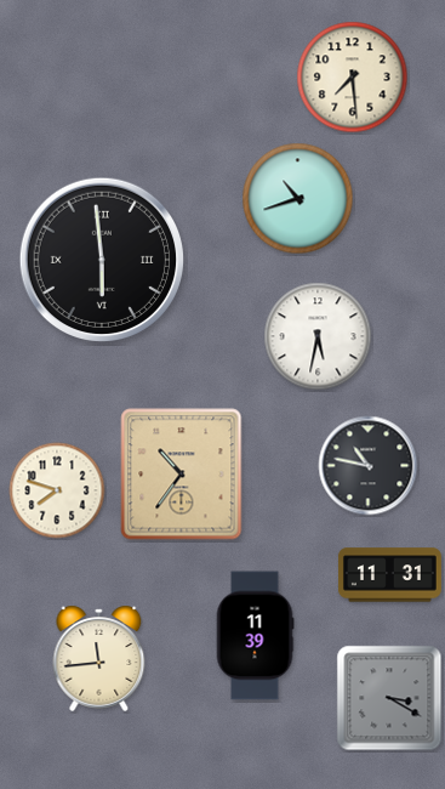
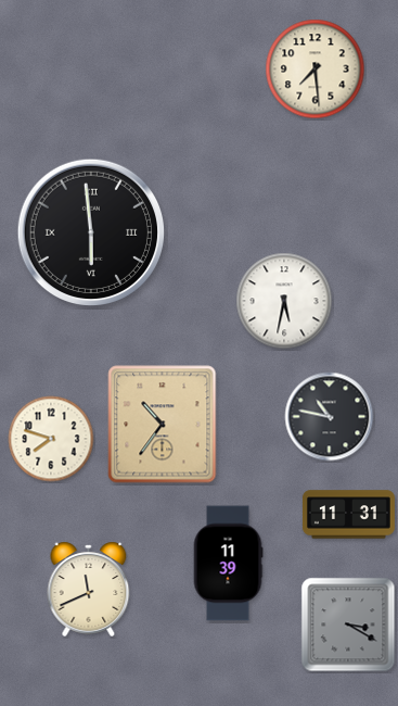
clock at (298, 199): 10:42 -> none
clock at (255, 636) position: (255, 636) -> (228, 564)
clock at (99, 658): 11:44 -> 11:41
